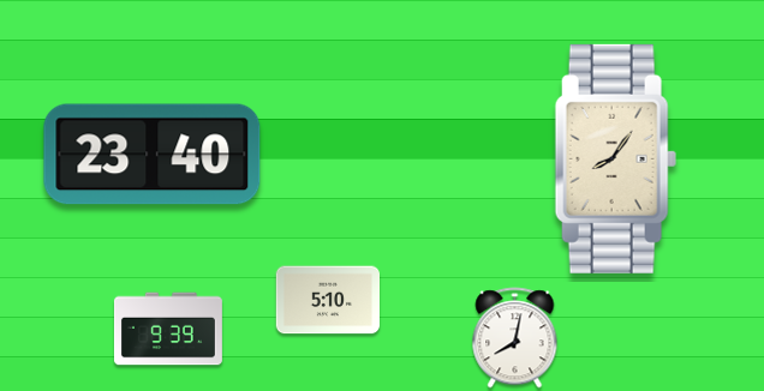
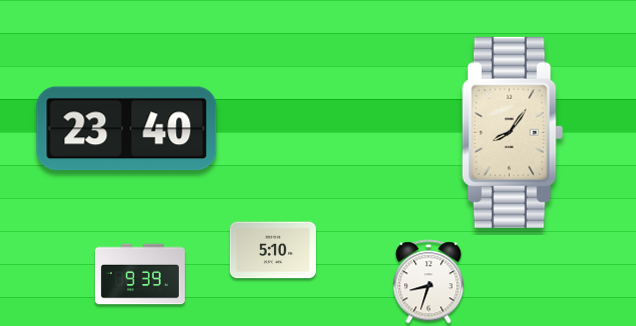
clock at (515, 338): 8:02 -> 8:33
